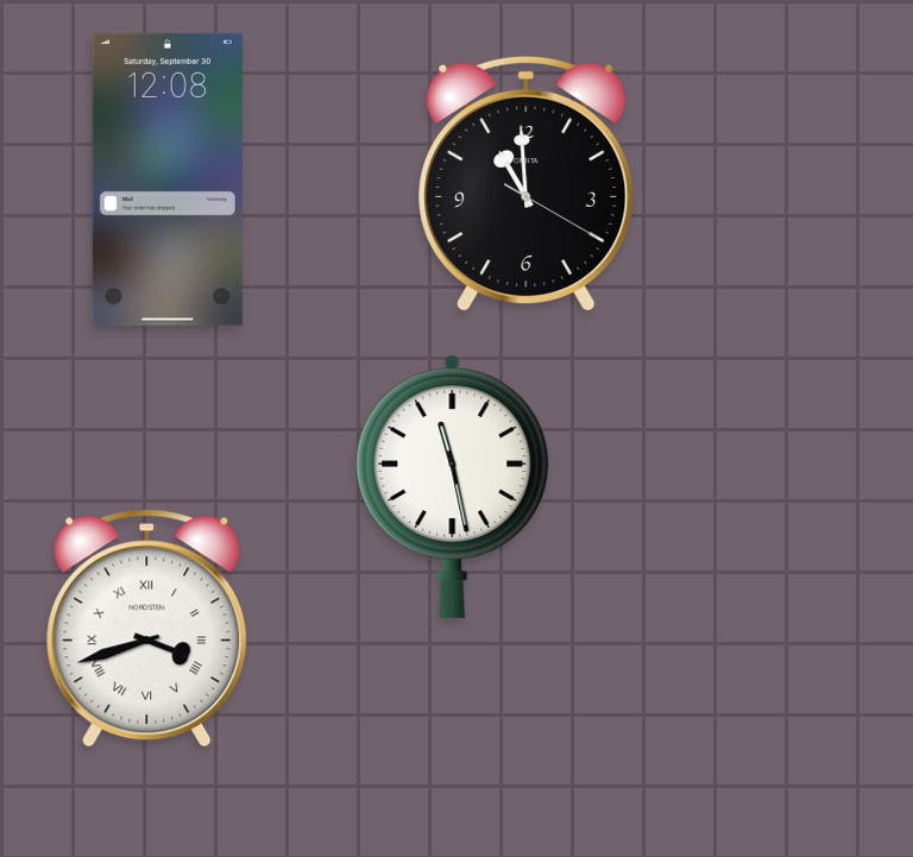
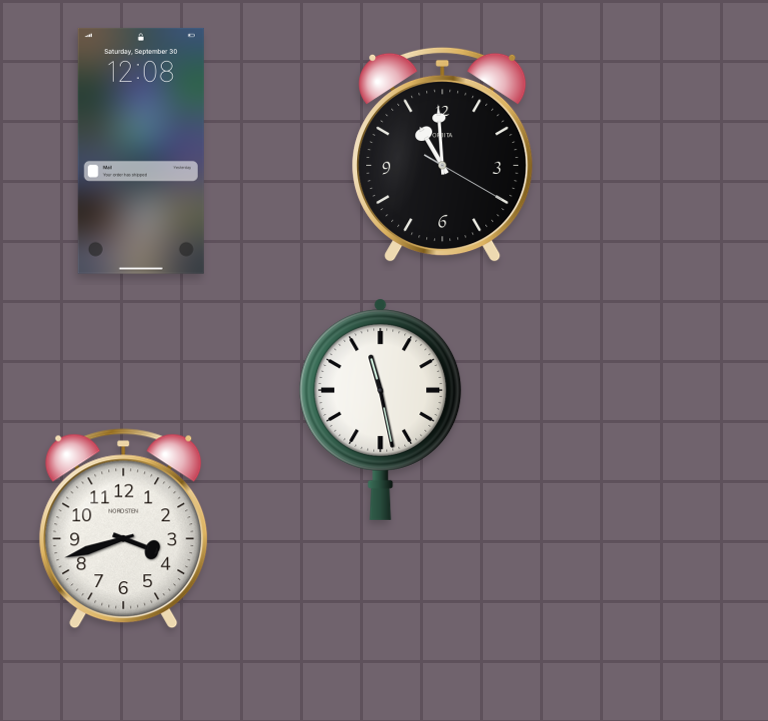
clock at (147, 629) numerals: Roman -> Arabic
